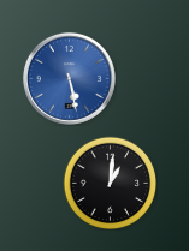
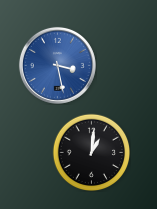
clock at (69, 78): 5:28 -> 3:28
